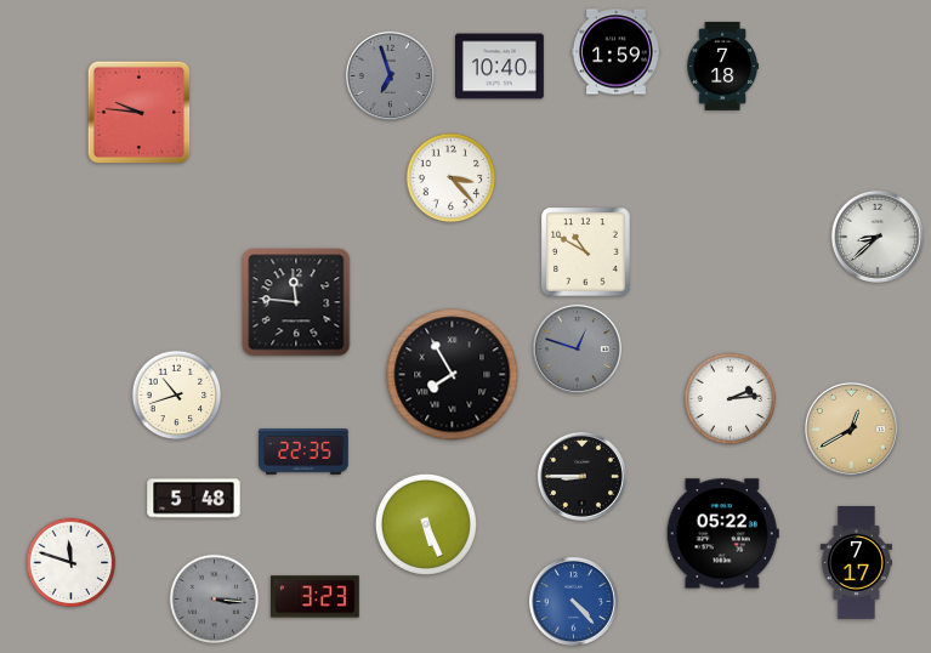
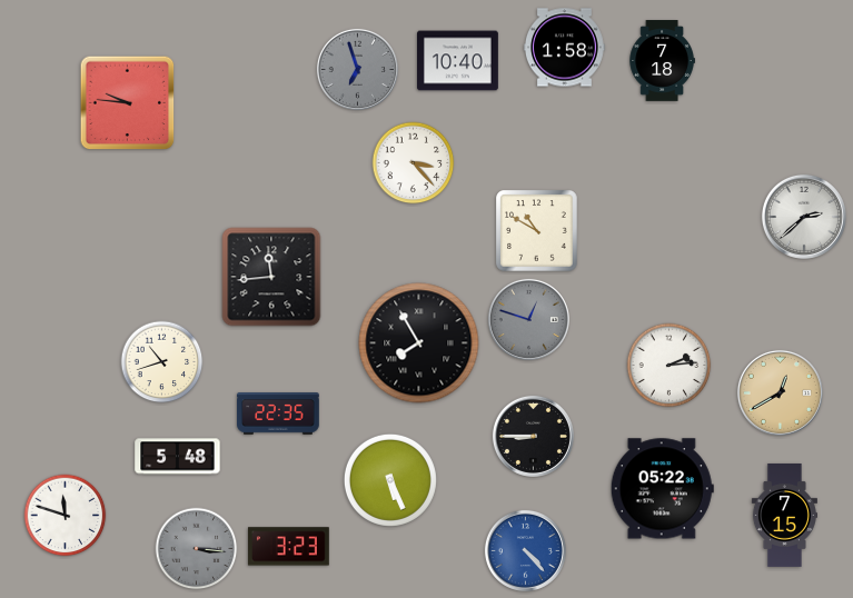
clock at (617, 52): 1:59 -> 1:58
clock at (878, 237): 8:38 -> 2:38
clock at (296, 302): 11:46 -> 11:44
clock at (453, 375) position: (453, 375) -> (419, 343)
clock at (856, 562): 7:17 -> 7:15
